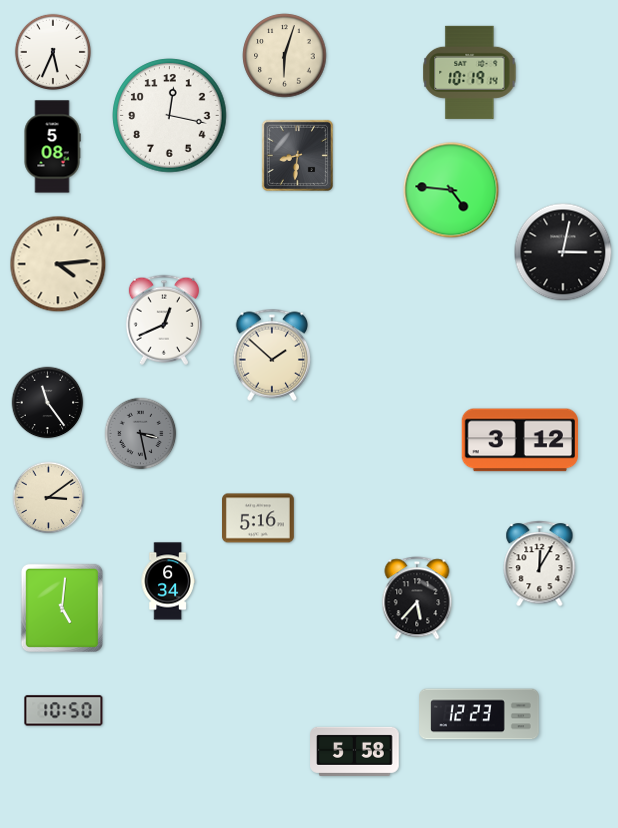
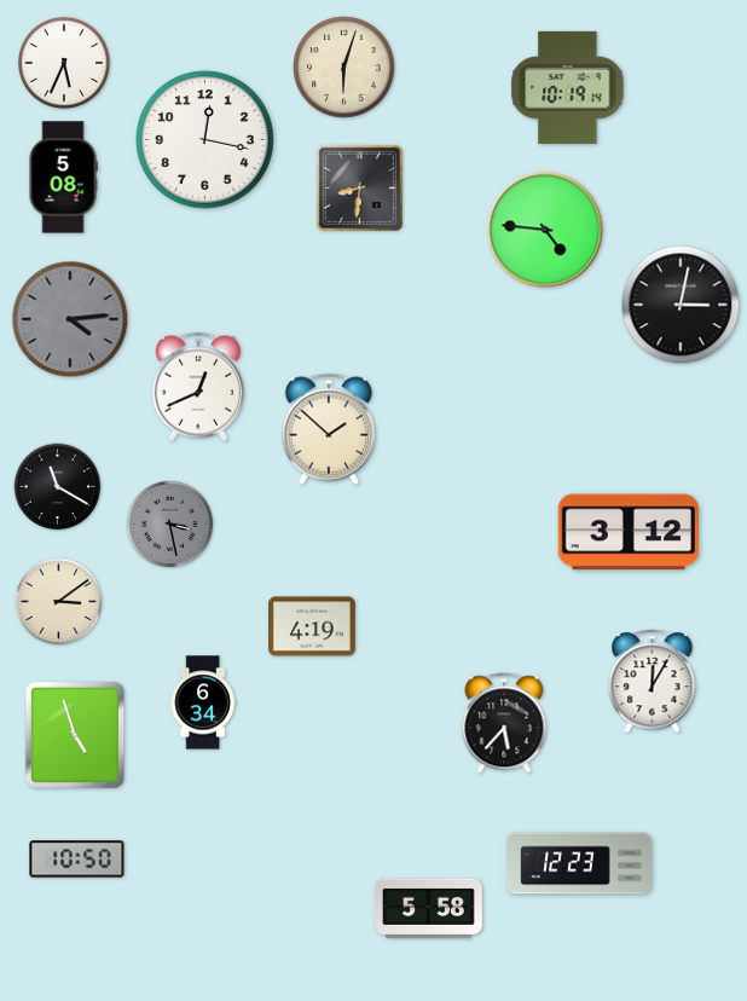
clock at (58, 264) dial: cream -> grey
clock at (48, 403): 11:24 -> 11:20
clock at (259, 518): 5:16 -> 4:19
clock at (62, 608): 5:01 -> 4:57
